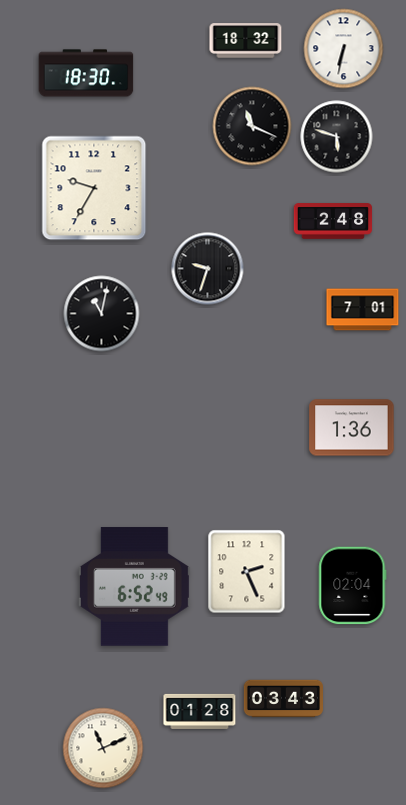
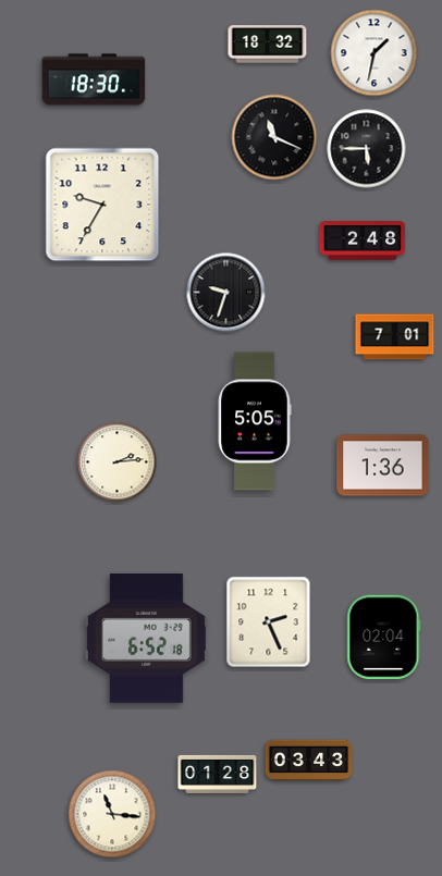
clock at (344, 49): 6:32 -> 1:32
clock at (337, 137): 5:48 -> 5:45
clock at (102, 314): 11:02 -> none
clock at (255, 421): none -> 5:05
clock at (118, 462): none -> 2:14
clock at (134, 587): 6:52:49 -> 6:52:18
clock at (103, 748): 11:11 -> 11:16
